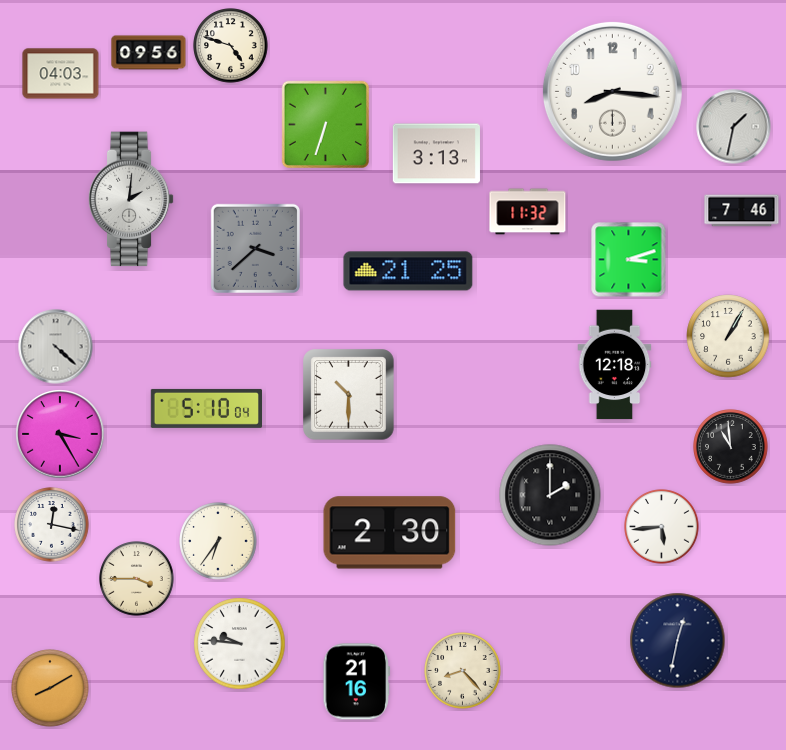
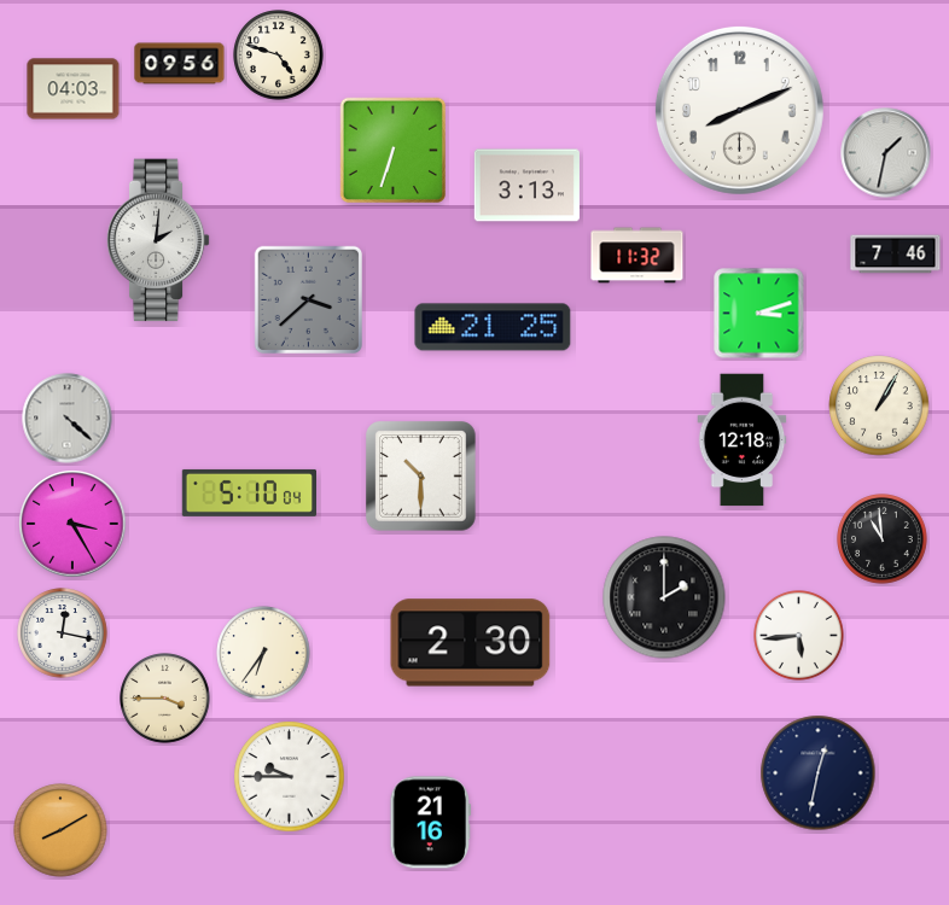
clock at (612, 91): 8:16 -> 8:11
clock at (240, 644): 9:46 -> 9:45
clock at (463, 671): 8:23 -> none
